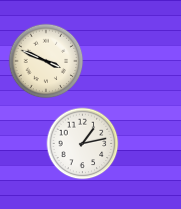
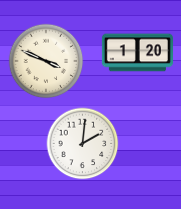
clock at (137, 53): none -> 1:20
clock at (83, 144): 1:13 -> 2:01
